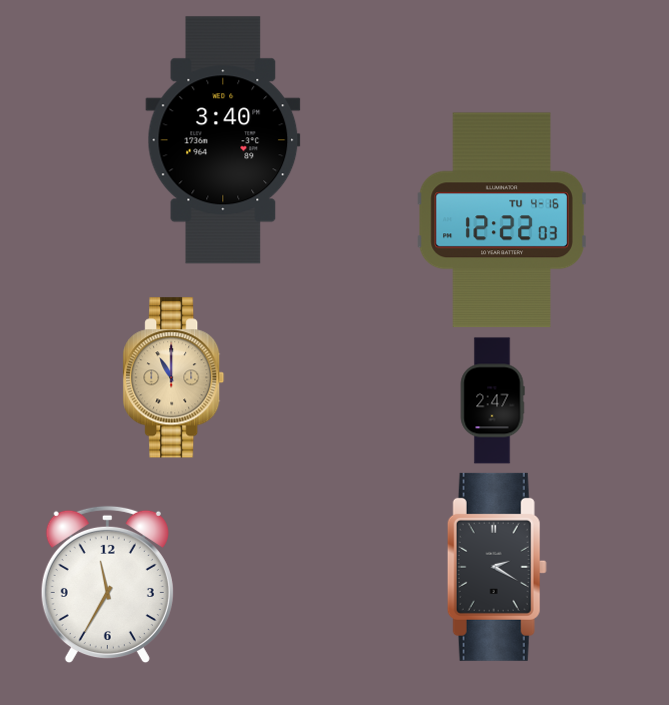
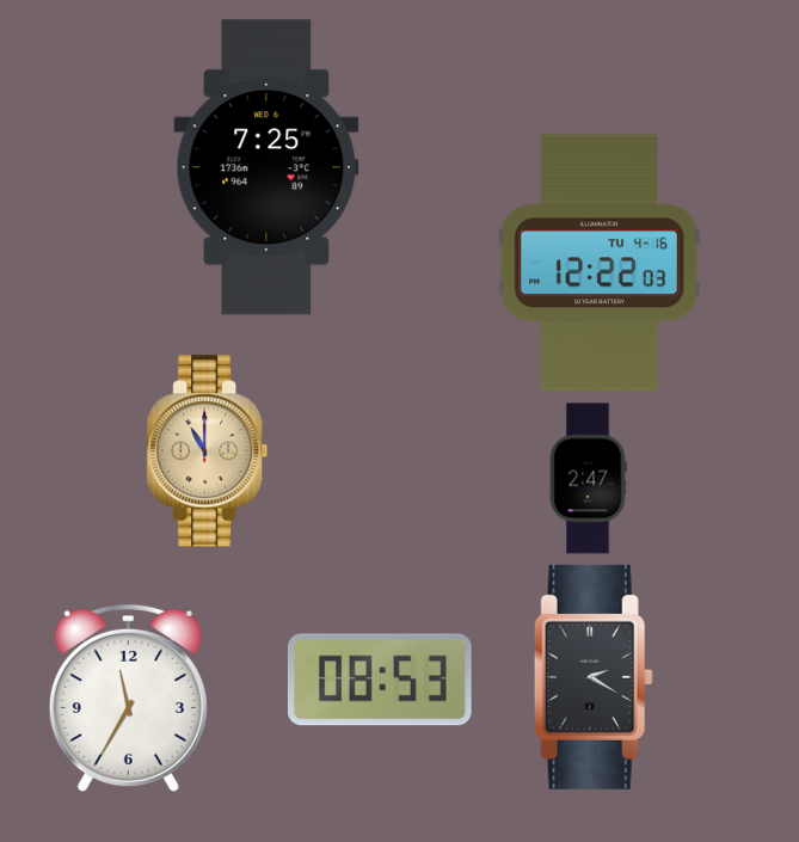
clock at (223, 140): 3:40 -> 7:25
clock at (380, 680): none -> 08:53
